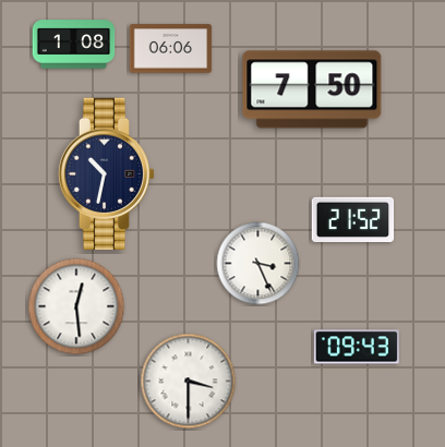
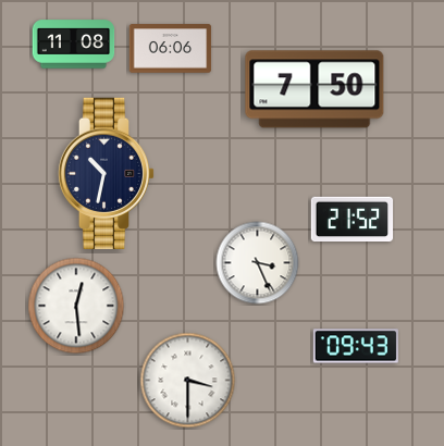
clock at (74, 45): 1:08 -> 11:08
clock at (312, 89) position: (312, 89) -> (314, 89)
